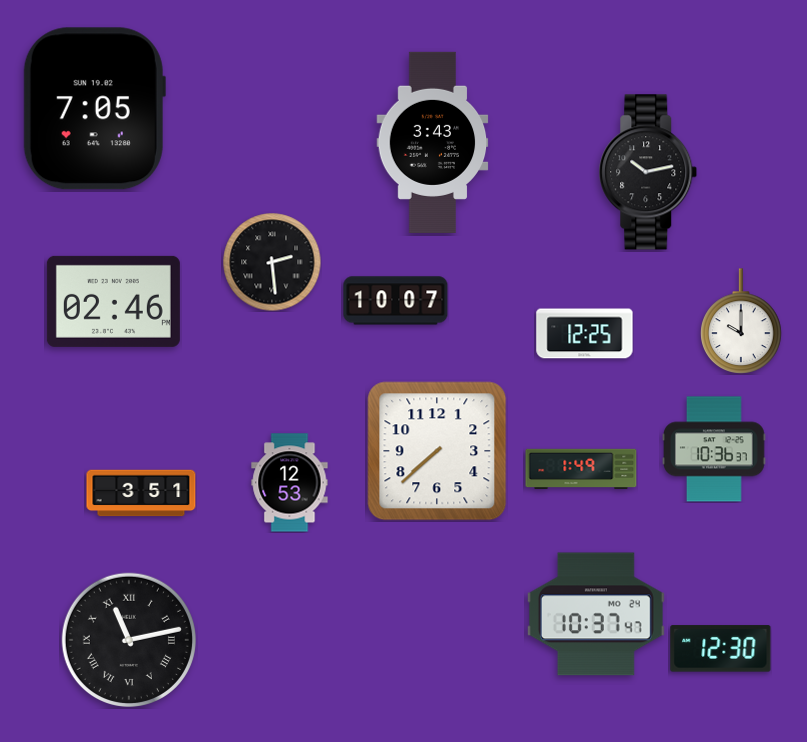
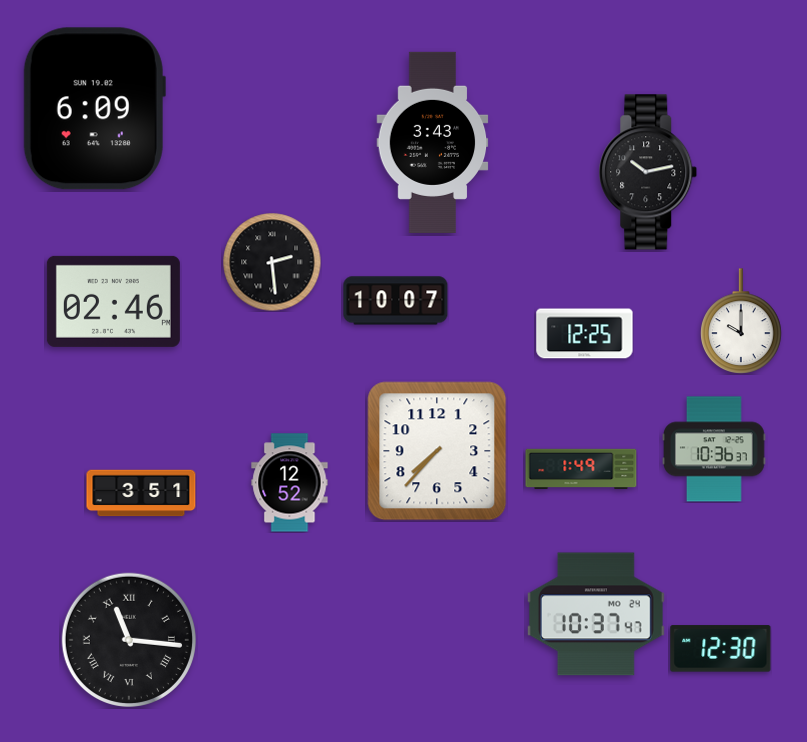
clock at (94, 109): 7:05 -> 6:09
clock at (437, 451): 7:38 -> 7:37
clock at (290, 483): 12:53 -> 12:52
clock at (128, 639): 11:13 -> 11:16
